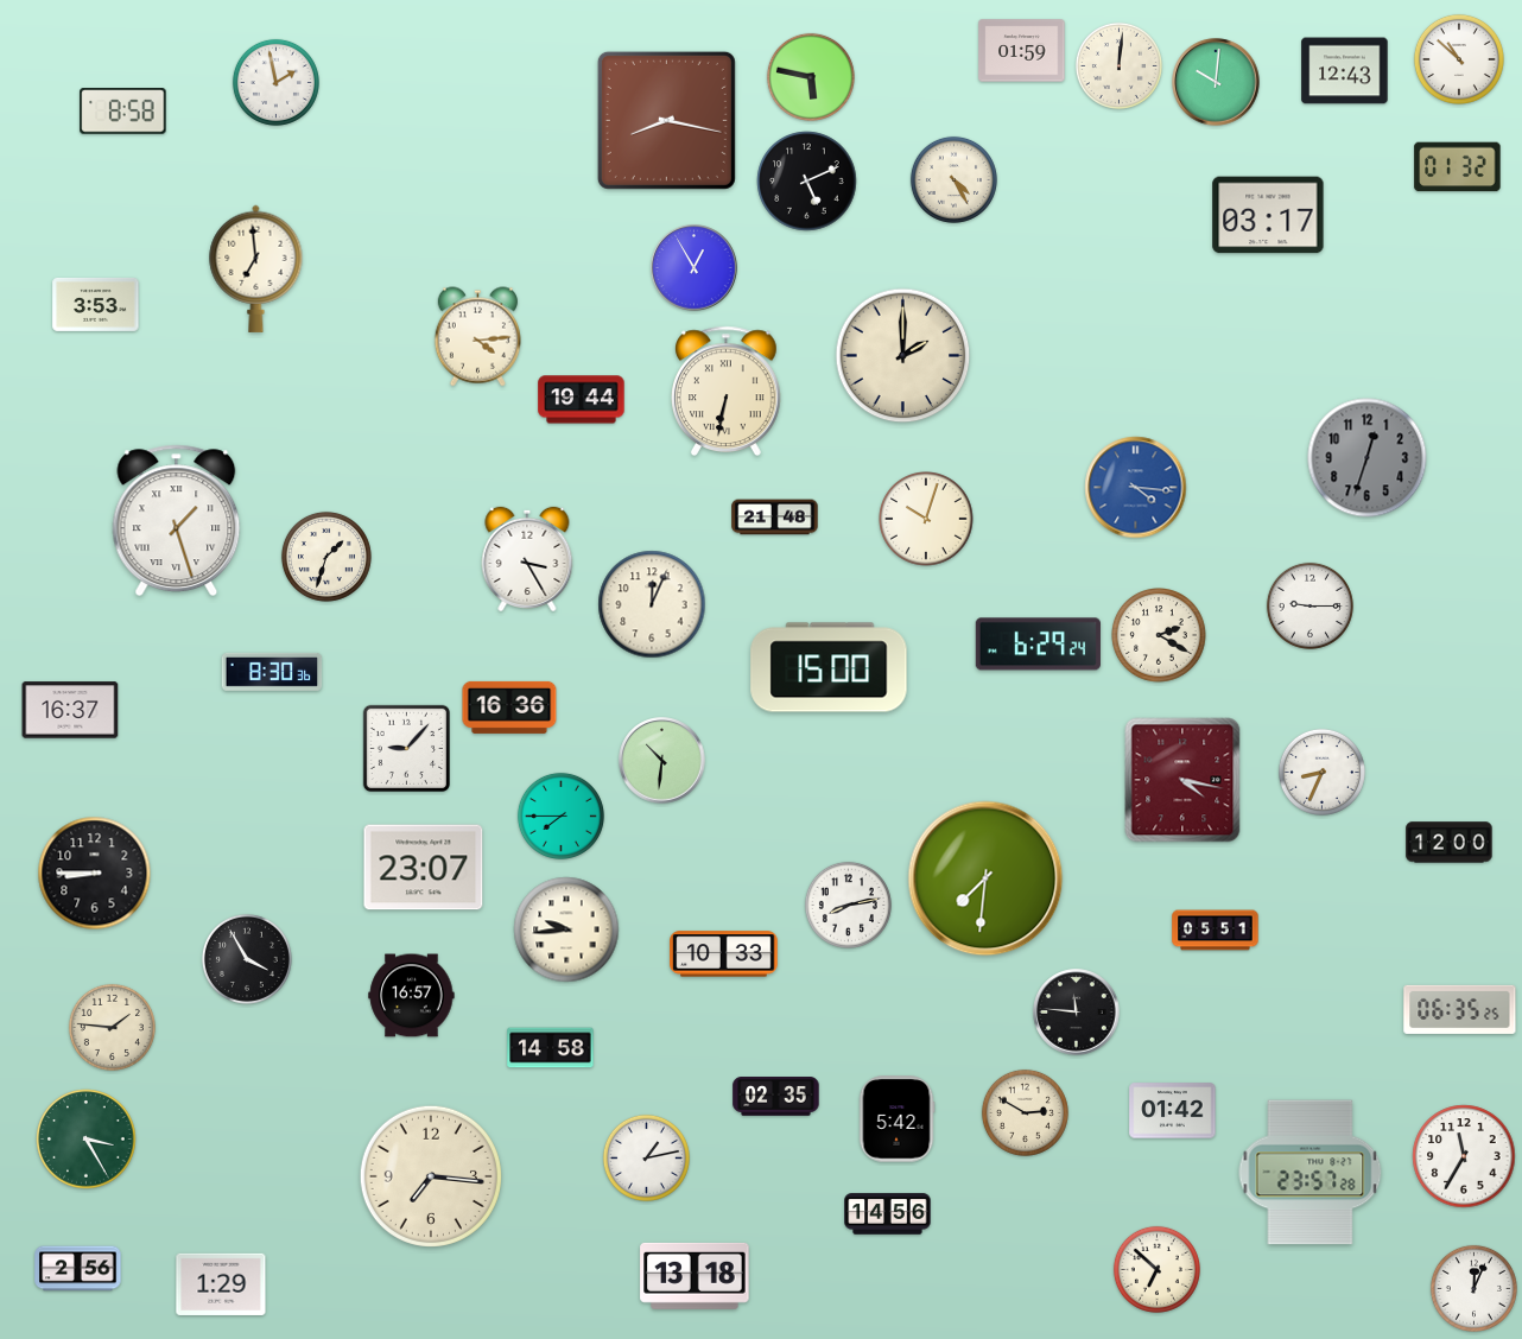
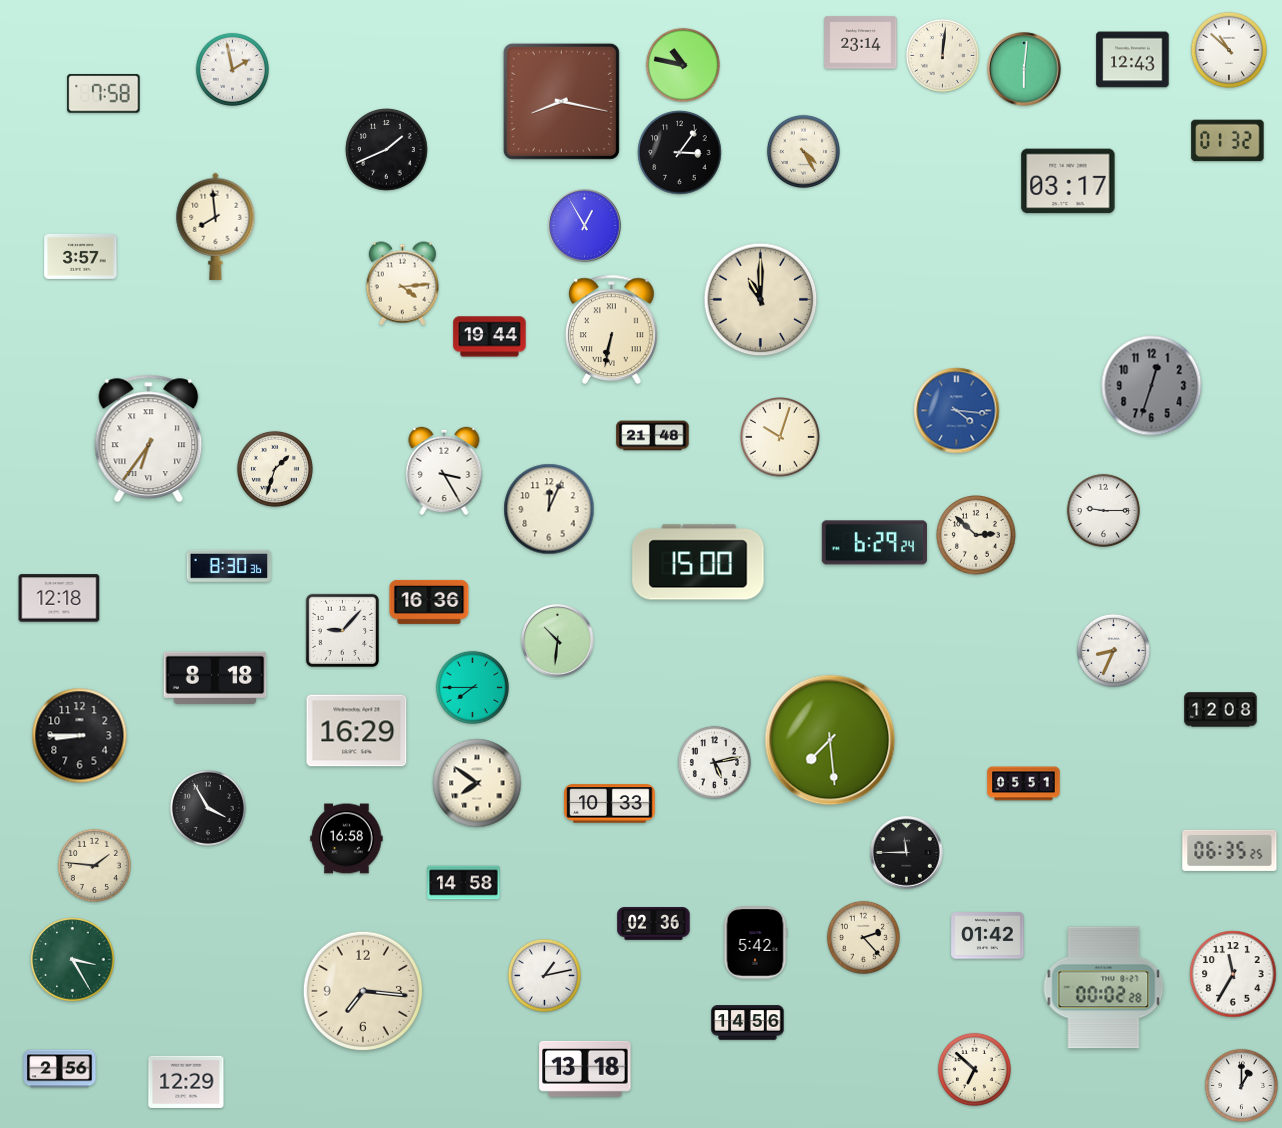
clock at (1022, 51): 01:59 -> 23:14
clock at (811, 77): 5:47 -> 10:47
clock at (1216, 82): 10:01 -> 6:01
clock at (123, 112): 8:58 -> 7:58
clock at (387, 150): none -> 1:41
clock at (807, 182): 5:11 -> 3:06
clock at (256, 268): 6:59 -> 7:59
clock at (96, 304): 3:53 -> 3:57
clock at (903, 356): 2:00 -> 11:00
clock at (177, 521): 1:27 -> 6:36
clock at (1160, 636): 2:20 -> 2:52
clock at (509, 707) position: (509, 707) -> (429, 602)
clock at (70, 710): 16:37 -> 12:18
clock at (1182, 780): 4:17 -> none
clock at (215, 678): none -> 8:18
clock at (1450, 843): 12:00 -> 12:08
clock at (424, 868): 23:07 -> 16:29
clock at (985, 878): 7:31 -> 7:29
clock at (848, 905): 8:13 -> 5:13
clock at (566, 929): 9:44 -> 7:51
clock at (412, 996): 16:57 -> 16:58
clock at (1077, 1013): 11:46 -> 11:45
clock at (776, 1097): 02:35 -> 02:36
clock at (1025, 1112): 2:50 -> 2:23
clock at (1311, 1173): 23:57 -> 00:02
clock at (78, 1269) position: (78, 1269) -> (60, 1069)
clock at (695, 1276) position: (695, 1276) -> (585, 1069)
clock at (221, 1284): 1:29 -> 12:29
clock at (1473, 1288): 12:04 -> 1:00
